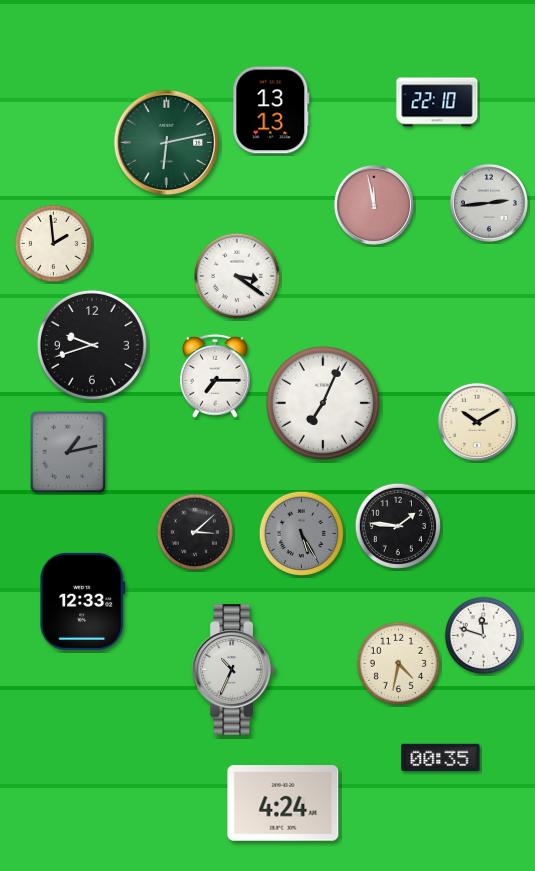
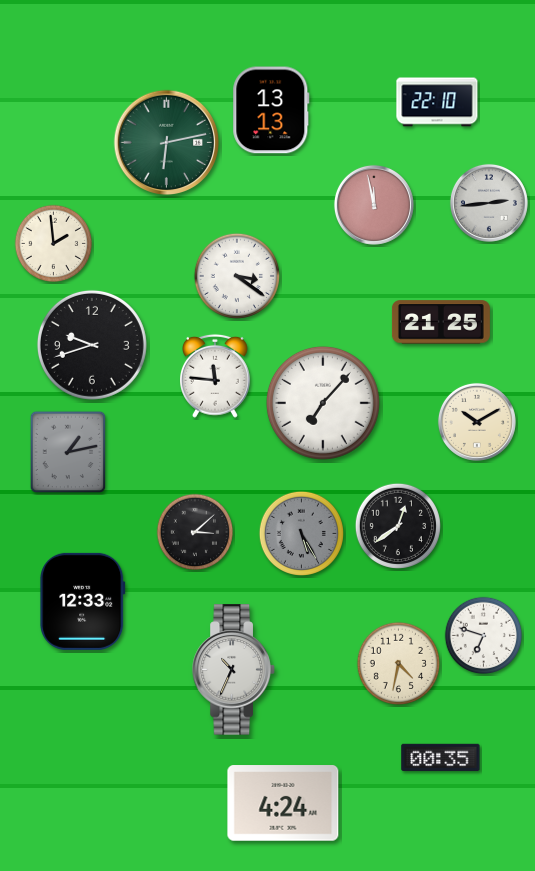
clock at (441, 322): none -> 21:25
clock at (216, 376): 7:15 -> 11:46
clock at (323, 403): 7:04 -> 7:07
clock at (398, 526): 1:46 -> 12:39
clock at (484, 636): 11:48 -> 6:48
